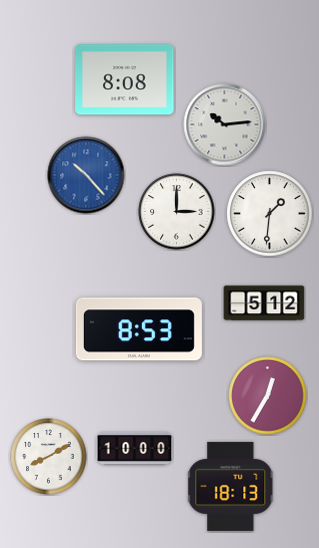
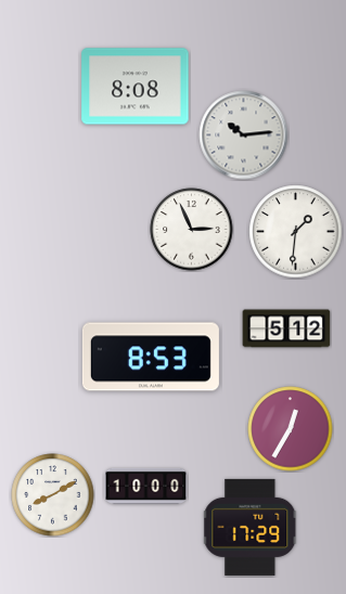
clock at (86, 175): 10:23 -> none
clock at (177, 212): 3:00 -> 2:56
clock at (270, 214) position: (270, 214) -> (296, 232)
clock at (231, 486): 18:13 -> 17:29
